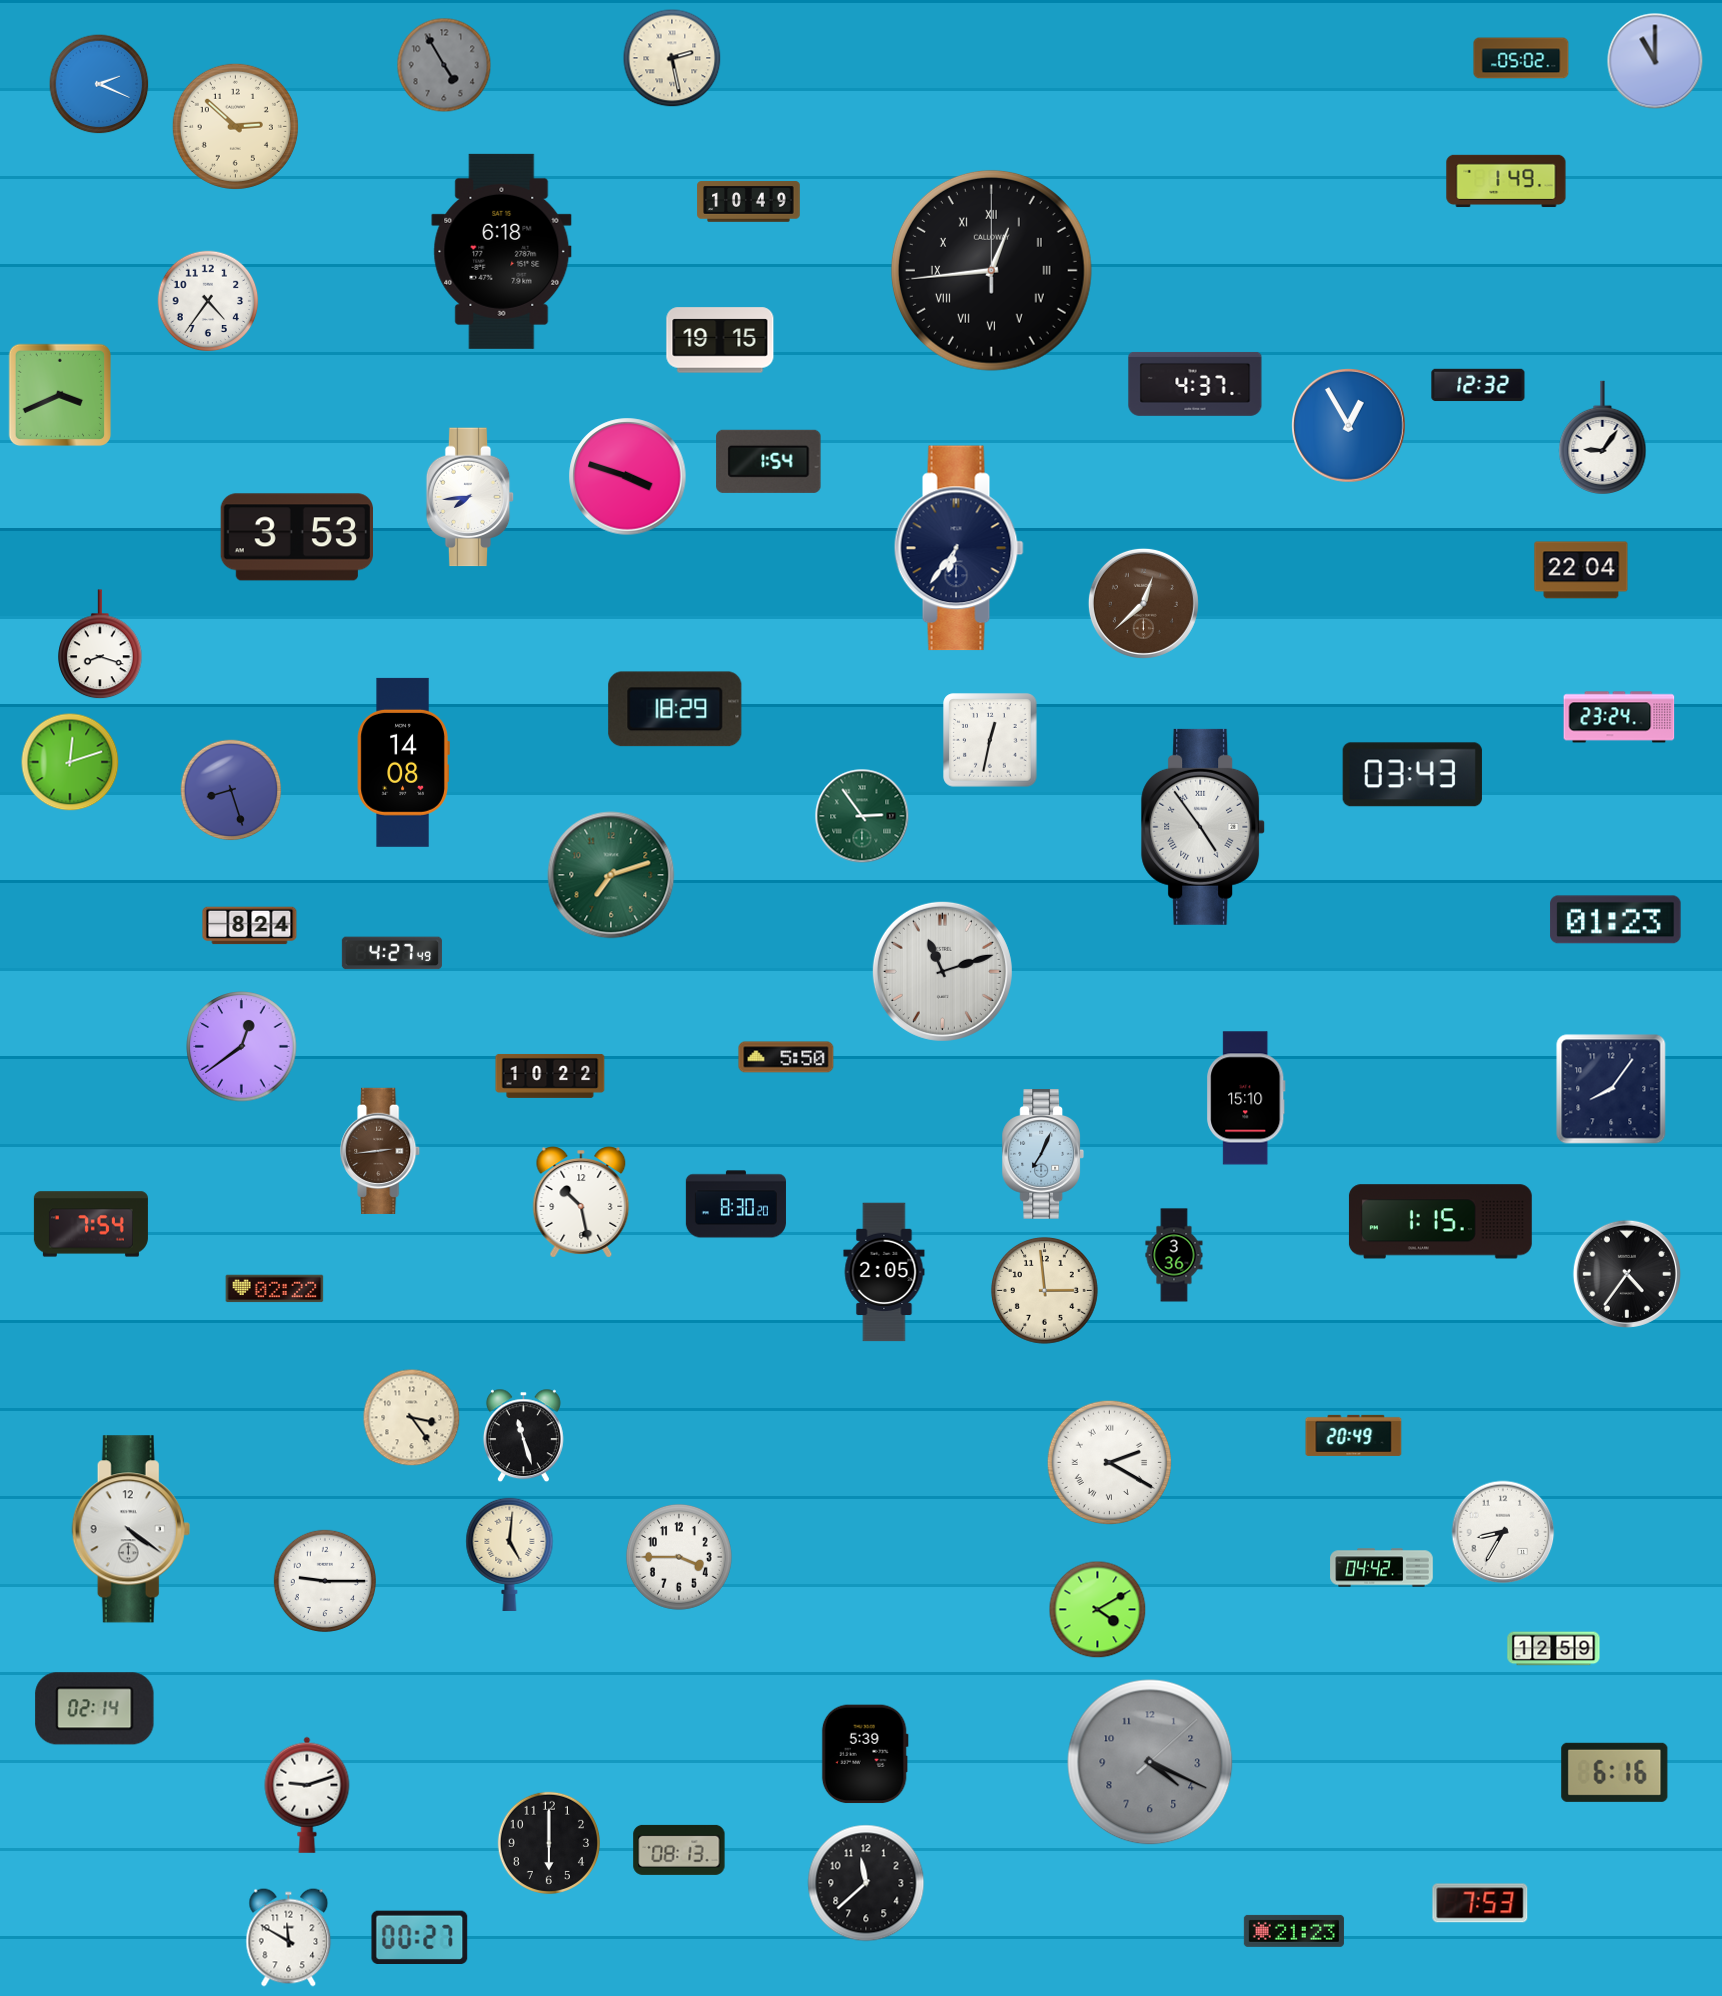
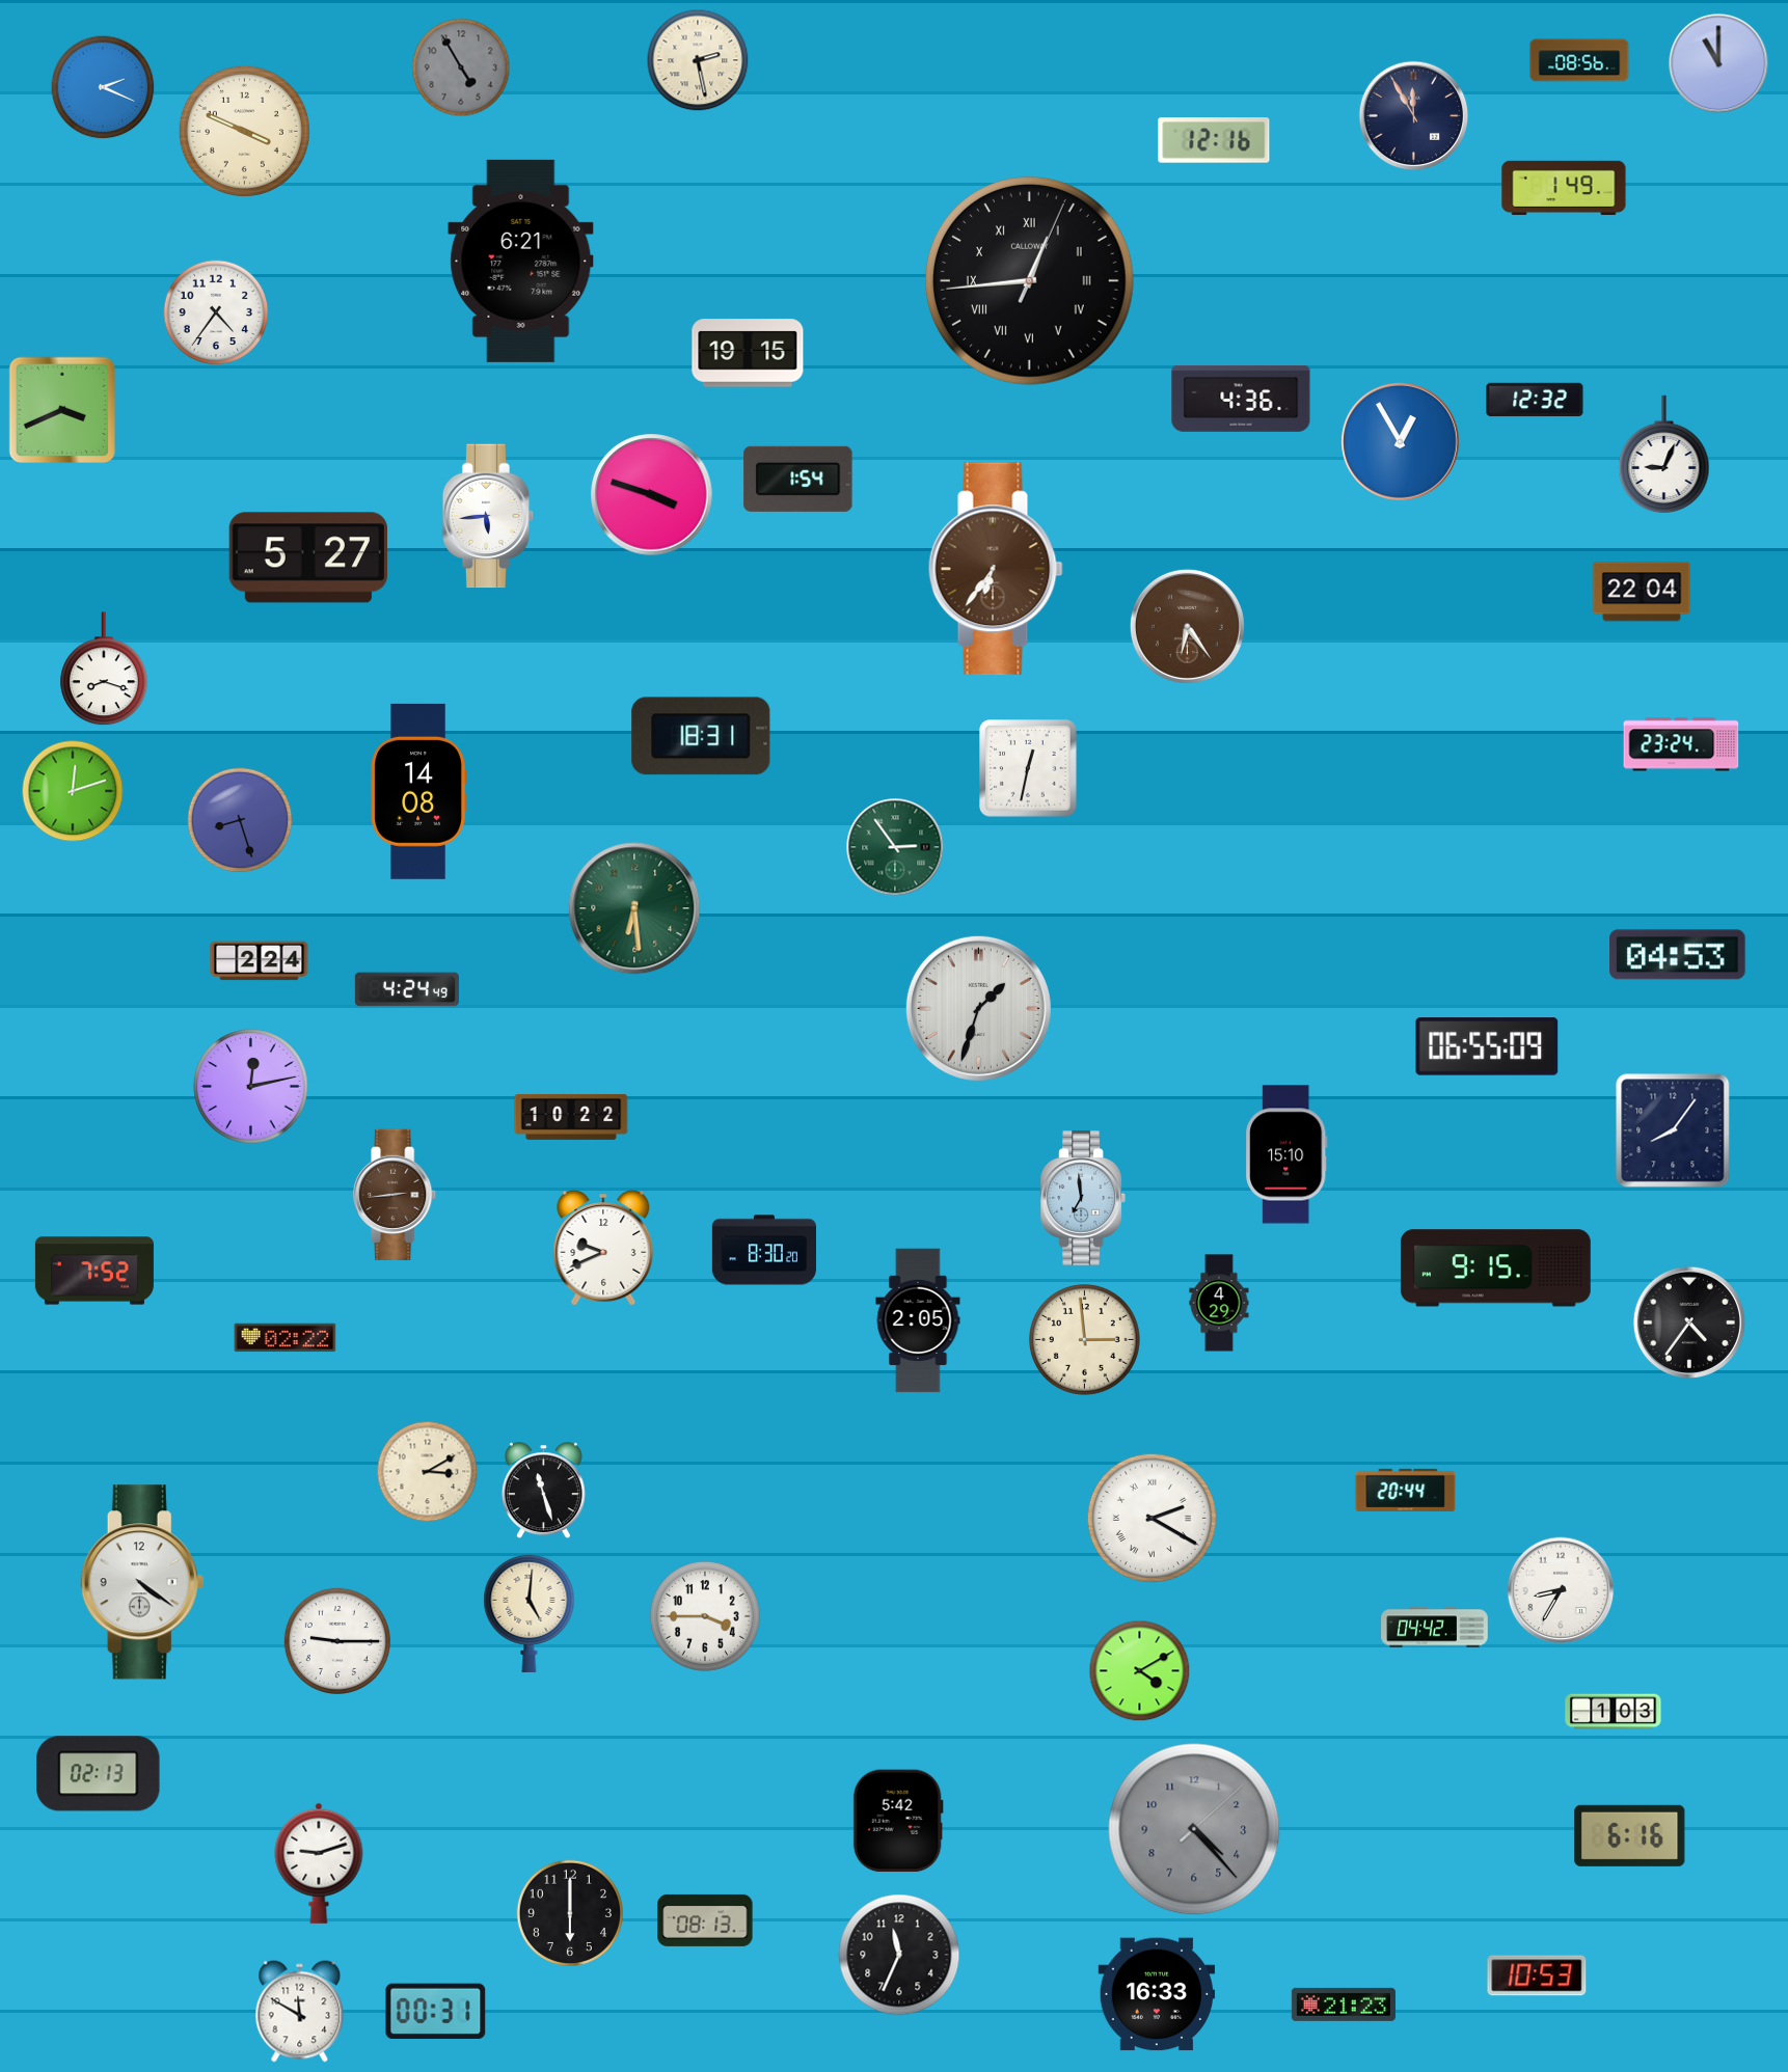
clock at (1521, 58): 05:02 -> 08:56
clock at (1414, 116): none -> 11:55
clock at (235, 126): 2:52 -> 3:49
clock at (1214, 140): none -> 12:16
clock at (749, 202): 10:49 -> none
clock at (502, 251): 6:18 -> 6:21
clock at (991, 270): 12:44:00 -> 12:44:04
clock at (1195, 384): 4:37 -> 4:36
clock at (1603, 437): 9:06 -> 9:04
clock at (470, 497): 7:44 -> 5:44
clock at (297, 537): 3:53 -> 5:27
clock at (959, 548) dial: navy -> brown
clock at (1143, 603): 12:38 -> 6:24
clock at (675, 709): 18:29 -> 18:31
clock at (1412, 775): 03:43 -> none
clock at (1204, 827): 4:54 -> none
clock at (611, 875): 7:12 -> 6:29
clock at (1616, 920): 01:23 -> 04:53
clock at (250, 926): 8:24 -> 2:24
clock at (392, 953): 4:27 -> 4:24
clock at (942, 971): 11:12 -> 1:33
clock at (1487, 1046): none -> 06:55
clock at (242, 1047): 12:39 -> 12:13
clock at (786, 1057): 5:50 -> none
clock at (1246, 1098) position: (1246, 1098) -> (1286, 1154)
clock at (1042, 1154): 7:04 -> 6:59
clock at (581, 1202): 10:28 -> 9:41
clock at (1440, 1222): 1:15 -> 9:15
clock at (91, 1224): 7:54 -> 7:52
clock at (1174, 1255): 3:36 -> 4:29
clock at (412, 1418): 3:24 -> 3:10
clock at (1354, 1435): 20:49 -> 20:44
clock at (131, 1529) position: (131, 1529) -> (142, 1582)
clock at (1554, 1649): 12:59 -> 1:03
clock at (95, 1709): 02:14 -> 02:13
clock at (865, 1754): 5:39 -> 5:42
clock at (1150, 1762): 4:19 -> 4:23
clock at (1615, 1772) position: (1615, 1772) -> (1630, 1835)
clock at (866, 1883): 11:38 -> 11:34
clock at (1480, 1903): 7:53 -> 10:53
clock at (1157, 1994): none -> 16:33
clock at (420, 1938): 00:27 -> 00:31
